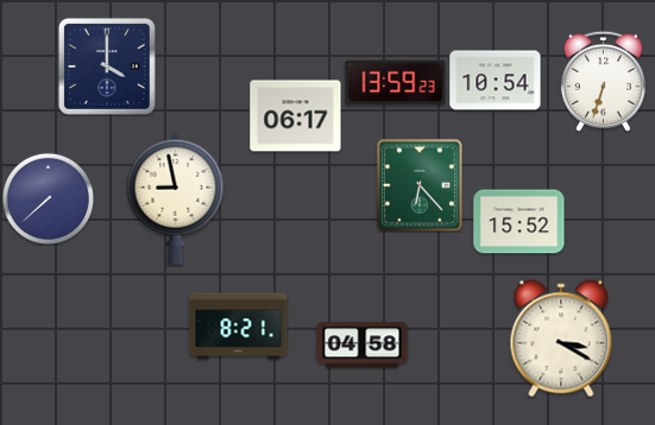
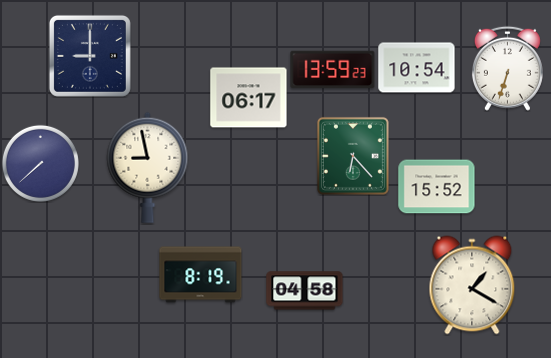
clock at (107, 66): 4:00 -> 9:00
clock at (48, 198) position: (48, 198) -> (40, 163)
clock at (239, 326): 8:21 -> 8:19
clock at (561, 338): 3:20 -> 1:20
